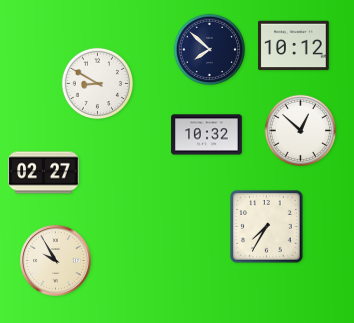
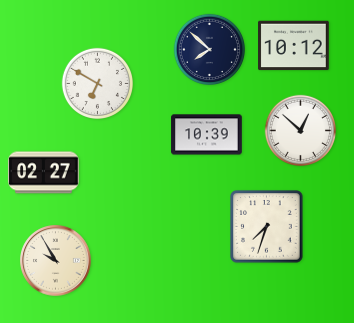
clock at (97, 83): 8:50 -> 6:50
clock at (207, 135): 10:32 -> 10:39
clock at (267, 227): 7:35 -> 7:33
